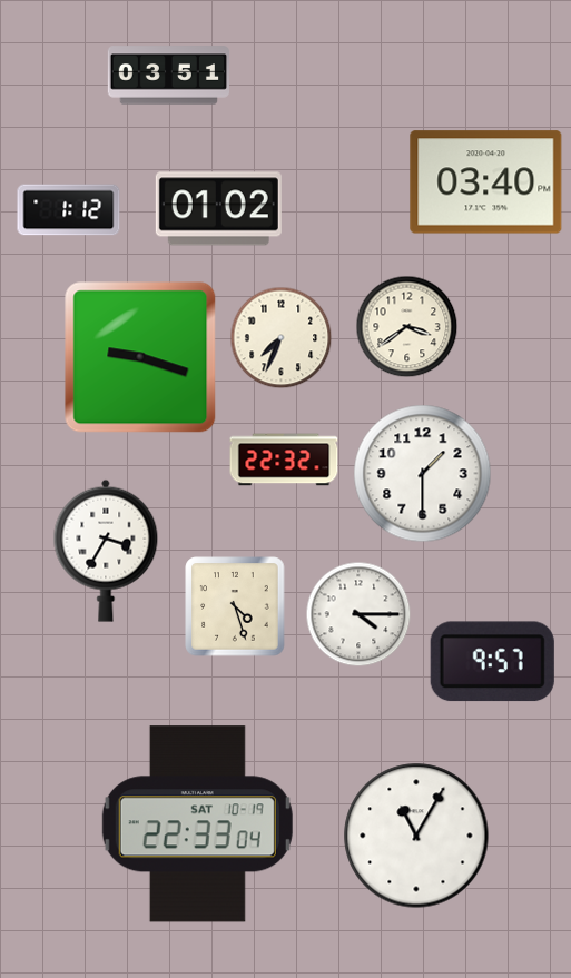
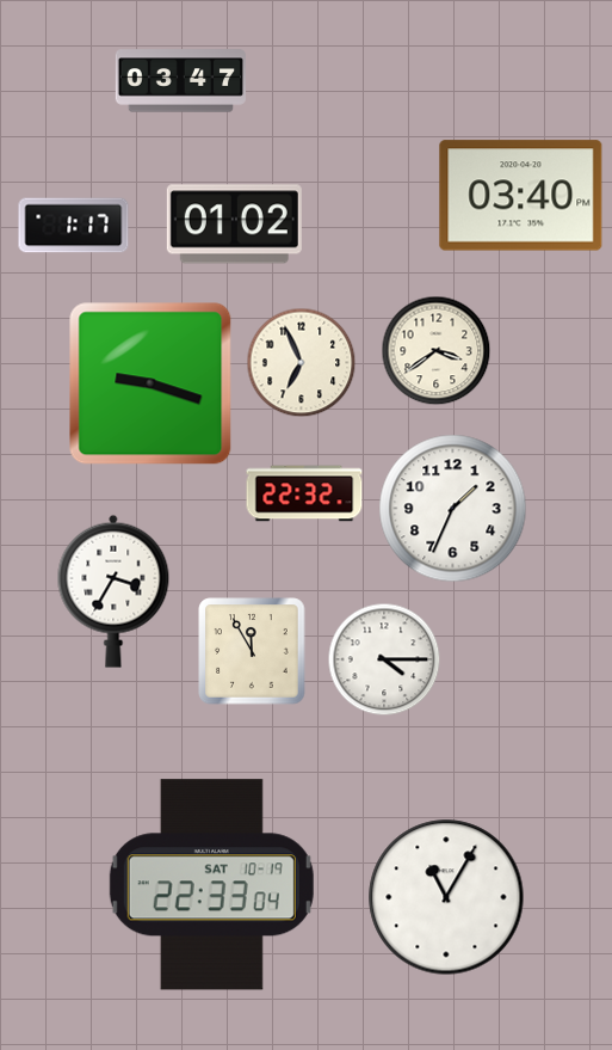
clock at (168, 76): 03:51 -> 03:47
clock at (69, 210): 1:12 -> 1:17
clock at (280, 337): 7:34 -> 6:56
clock at (423, 474): 1:30 -> 1:34
clock at (235, 606): 4:27 -> 11:55
clock at (492, 662): 9:57 -> none
